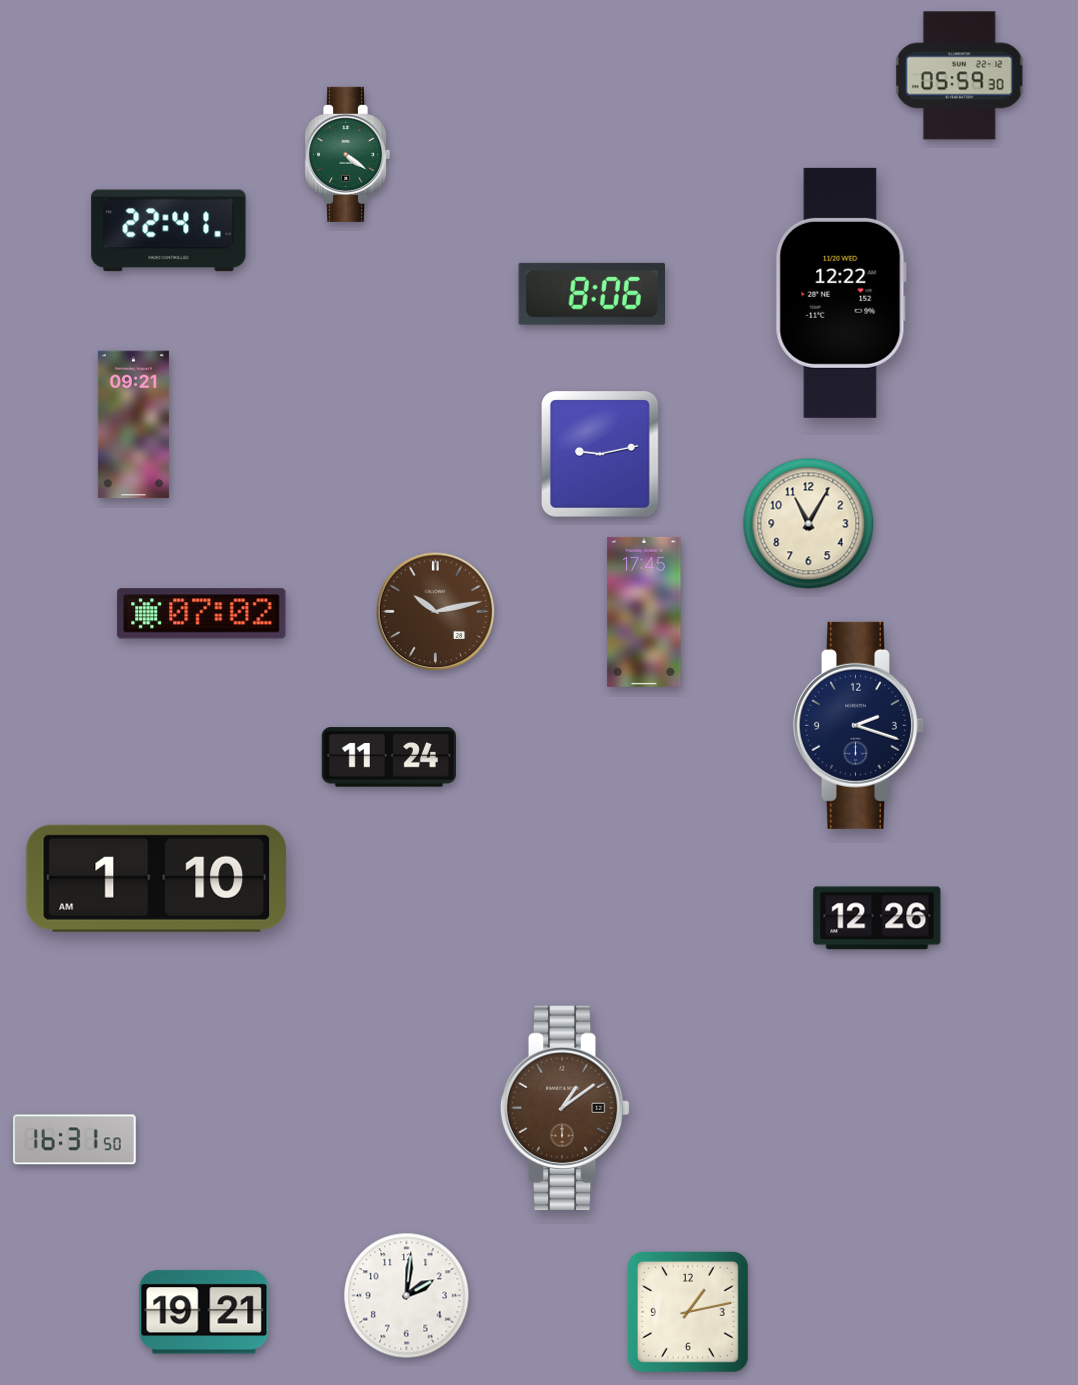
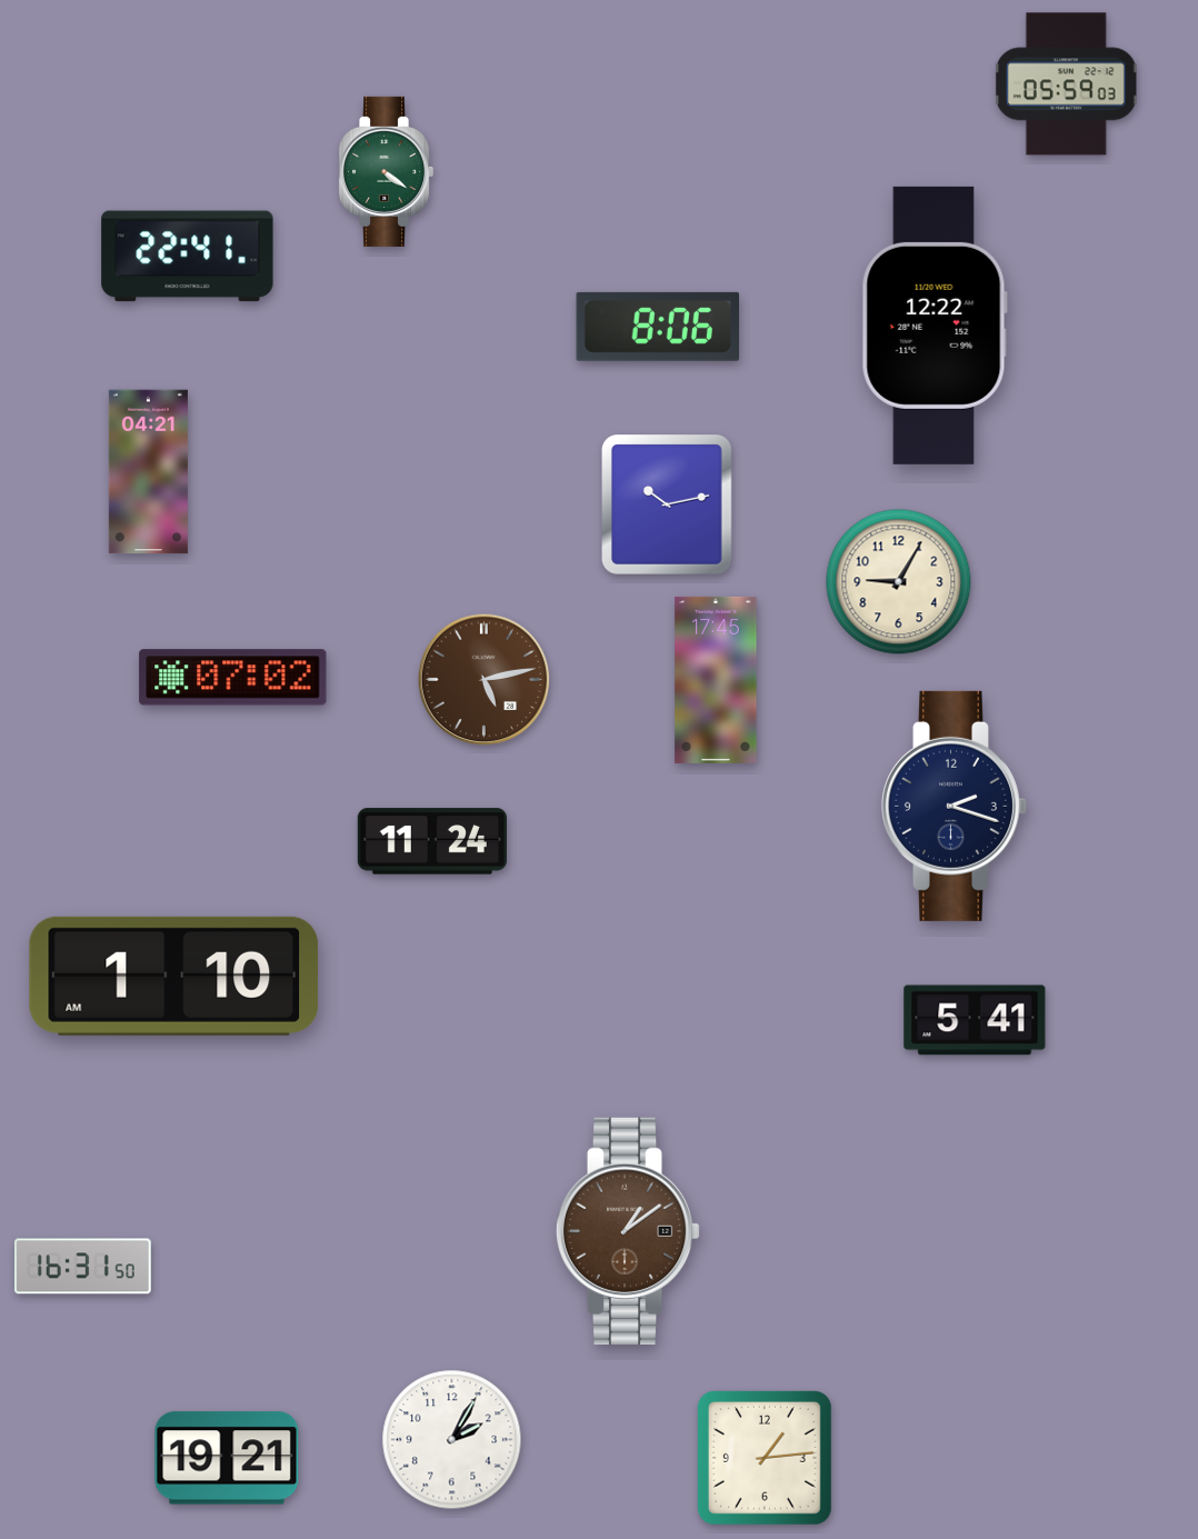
clock at (959, 76): 05:59:30 -> 05:59:03
clock at (133, 425): 09:21 -> 04:21
clock at (601, 455): 9:13 -> 10:13
clock at (809, 524): 11:05 -> 9:05
clock at (436, 612): 10:13 -> 5:13
clock at (202, 614) position: (202, 614) -> (233, 678)
clock at (877, 918): 12:26 -> 5:41
clock at (407, 1296): 2:01 -> 2:05
clock at (688, 1312): 1:13 -> 1:14
